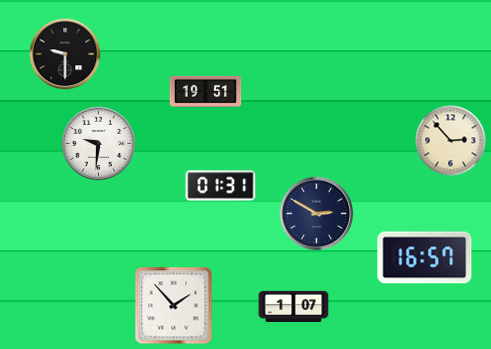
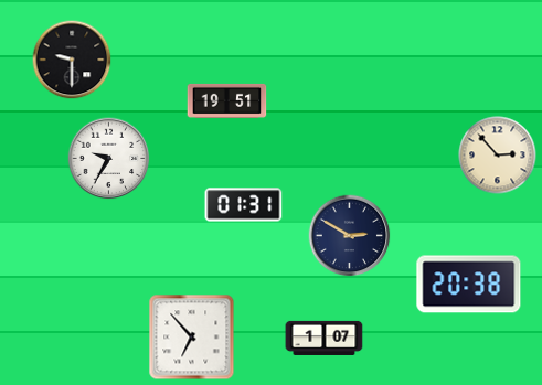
clock at (99, 144): 9:31 -> 9:35
clock at (425, 258): 16:57 -> 20:38
clock at (174, 306): 1:53 -> 6:53
